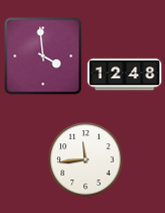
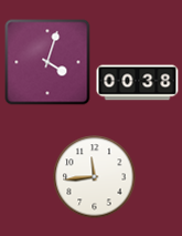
clock at (43, 56): 3:59 -> 4:03
clock at (125, 75): 12:48 -> 00:38
